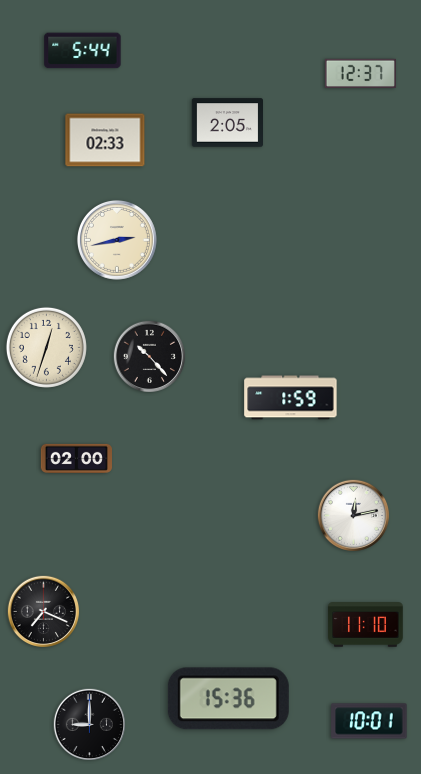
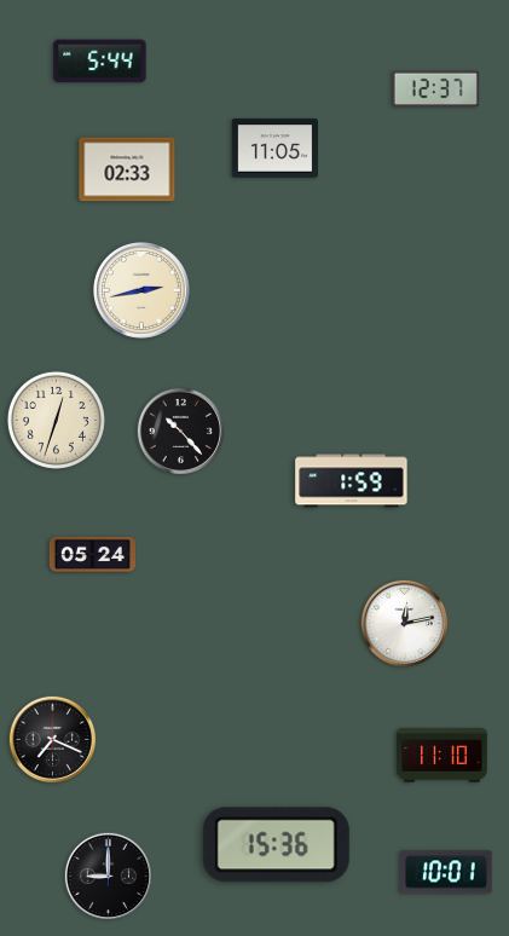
clock at (227, 123): 2:05 -> 11:05
clock at (76, 458): 02:00 -> 05:24
clock at (353, 515) position: (353, 515) -> (404, 623)
